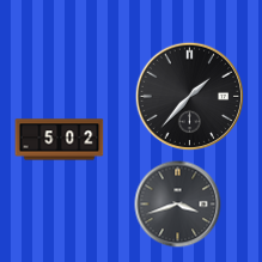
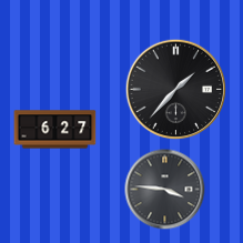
clock at (60, 140): 5:02 -> 6:27
clock at (178, 205): 3:42 -> 3:46
